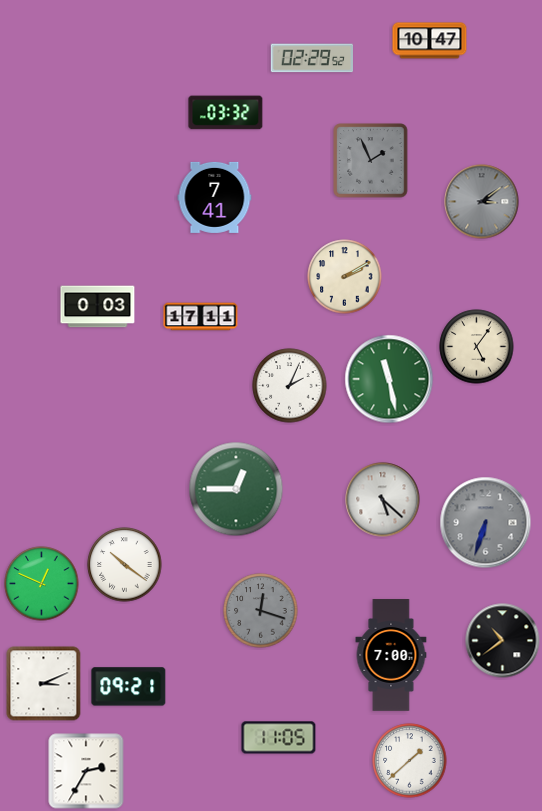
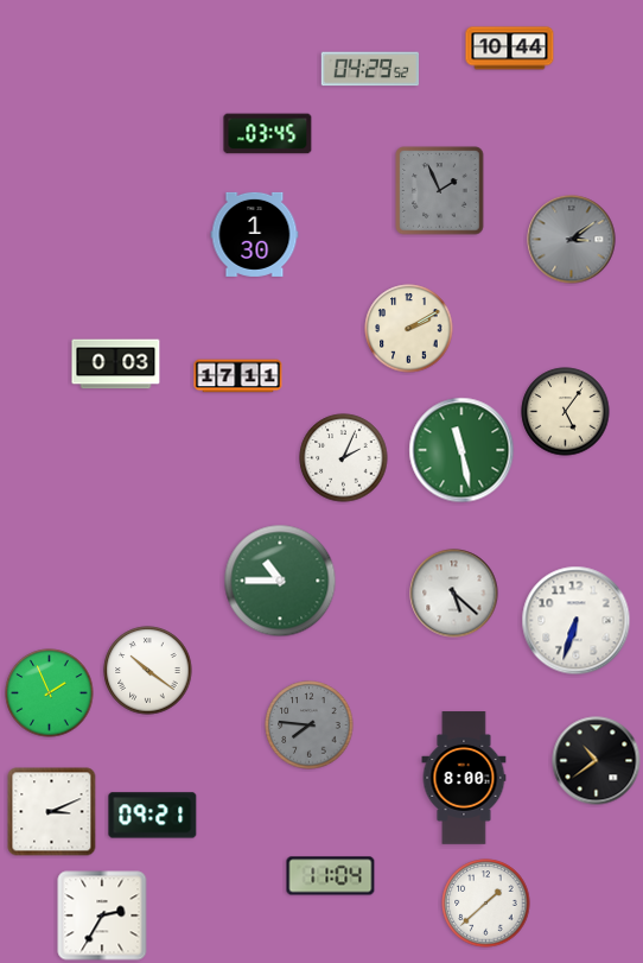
clock at (430, 41): 10:47 -> 10:44
clock at (311, 58): 02:29 -> 04:29
clock at (226, 113): 03:32 -> 03:45
clock at (215, 197): 7:41 -> 1:30
clock at (236, 489): 12:45 -> 10:45
clock at (486, 523) dial: grey -> white
clock at (42, 584): 12:49 -> 1:56
clock at (261, 611): 12:18 -> 7:46
clock at (391, 655): 7:00 -> 8:00
clock at (279, 738): 11:05 -> 11:04
